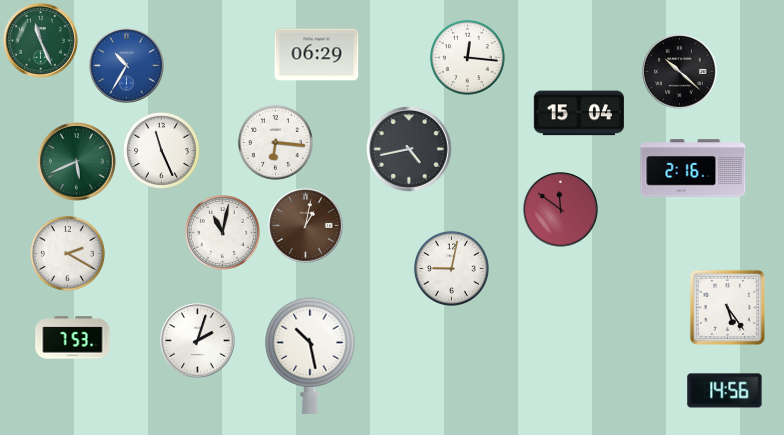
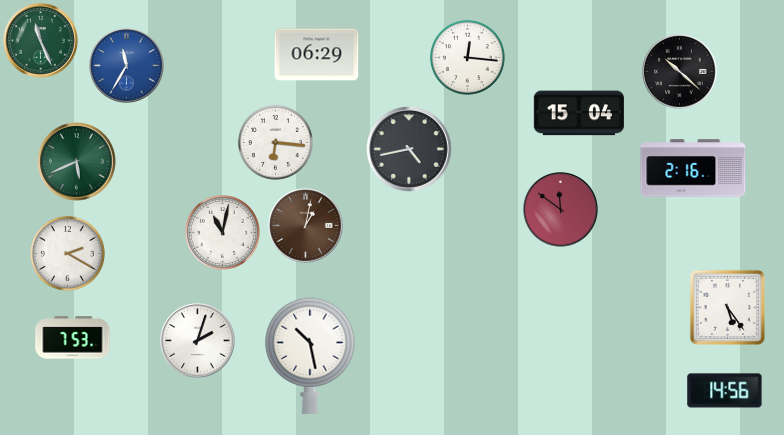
clock at (127, 66): 10:35 -> 11:35
clock at (161, 150): 11:26 -> none
clock at (451, 268): 9:02 -> none
